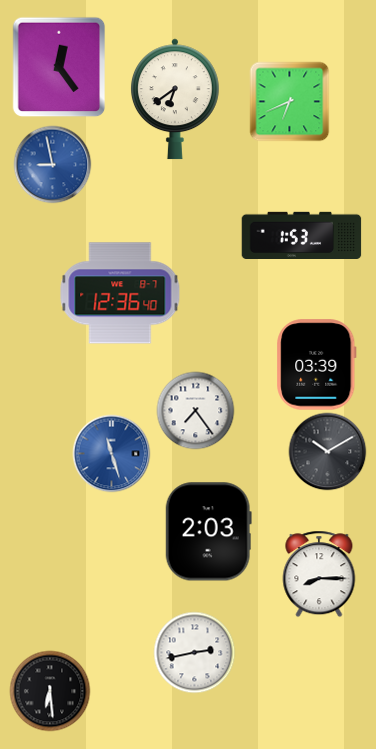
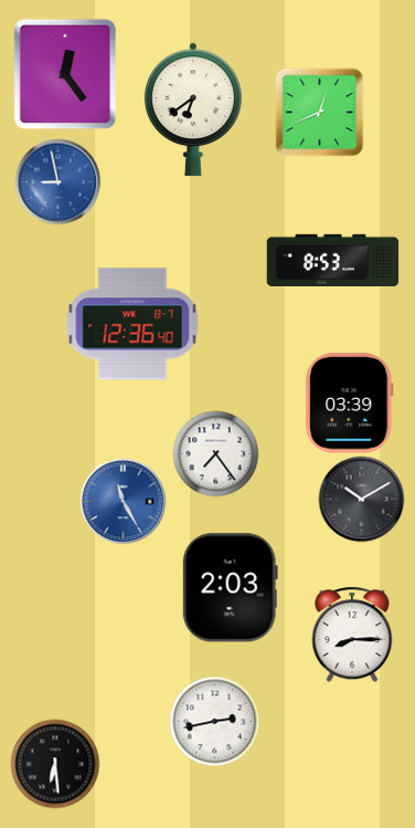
clock at (289, 101): 6:41 -> 12:41
clock at (302, 235): 1:53 -> 8:53
clock at (111, 453): 11:27 -> 11:25
